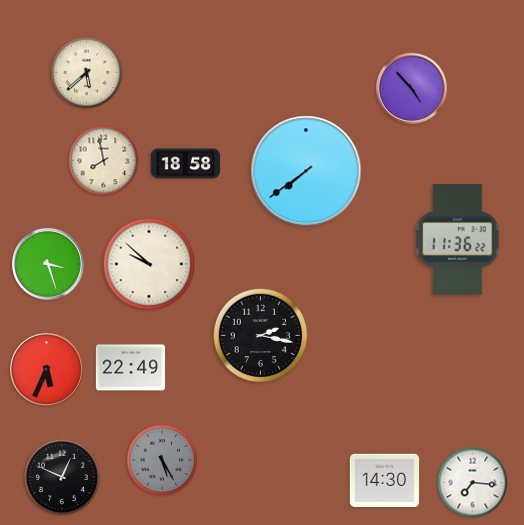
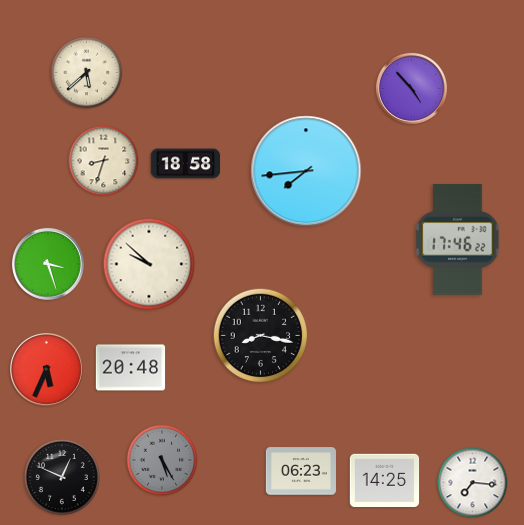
clock at (104, 161): 7:58 -> 8:33
clock at (306, 171): 7:39 -> 7:44
clock at (458, 240): 11:36 -> 17:46
clock at (261, 336): 2:17 -> 8:17
clock at (131, 368): 22:49 -> 20:48
clock at (301, 471): none -> 06:23
clock at (385, 481): 14:30 -> 14:25
